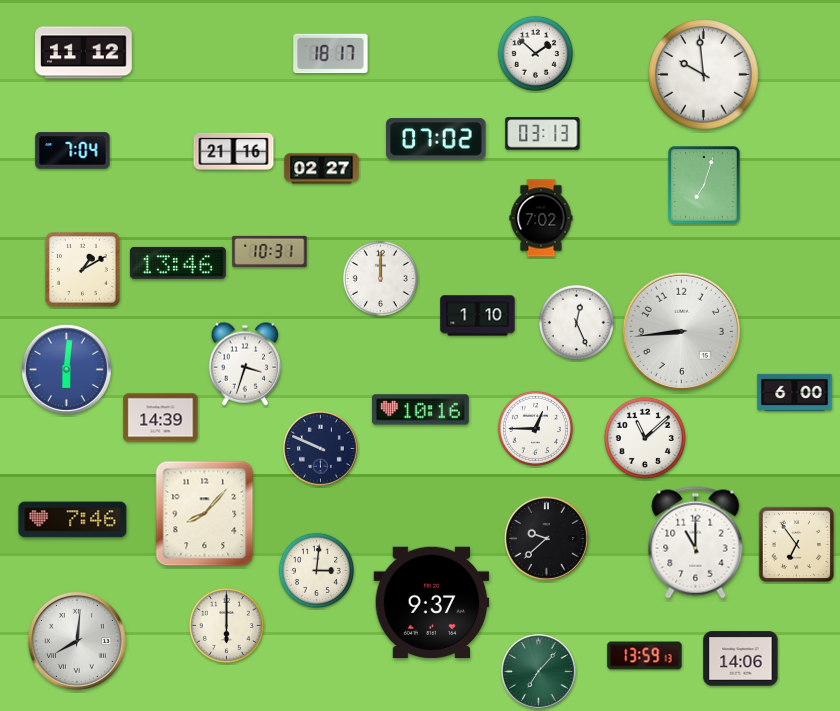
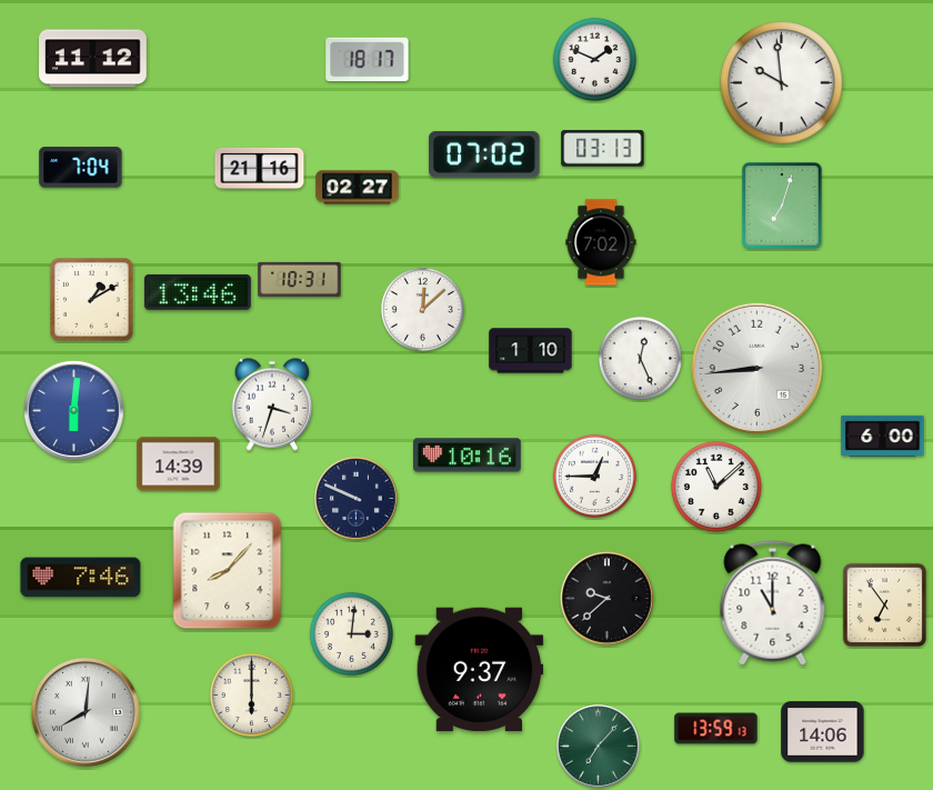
clock at (535, 53): 1:52 -> 1:49
clock at (380, 278): 12:00 -> 12:08
